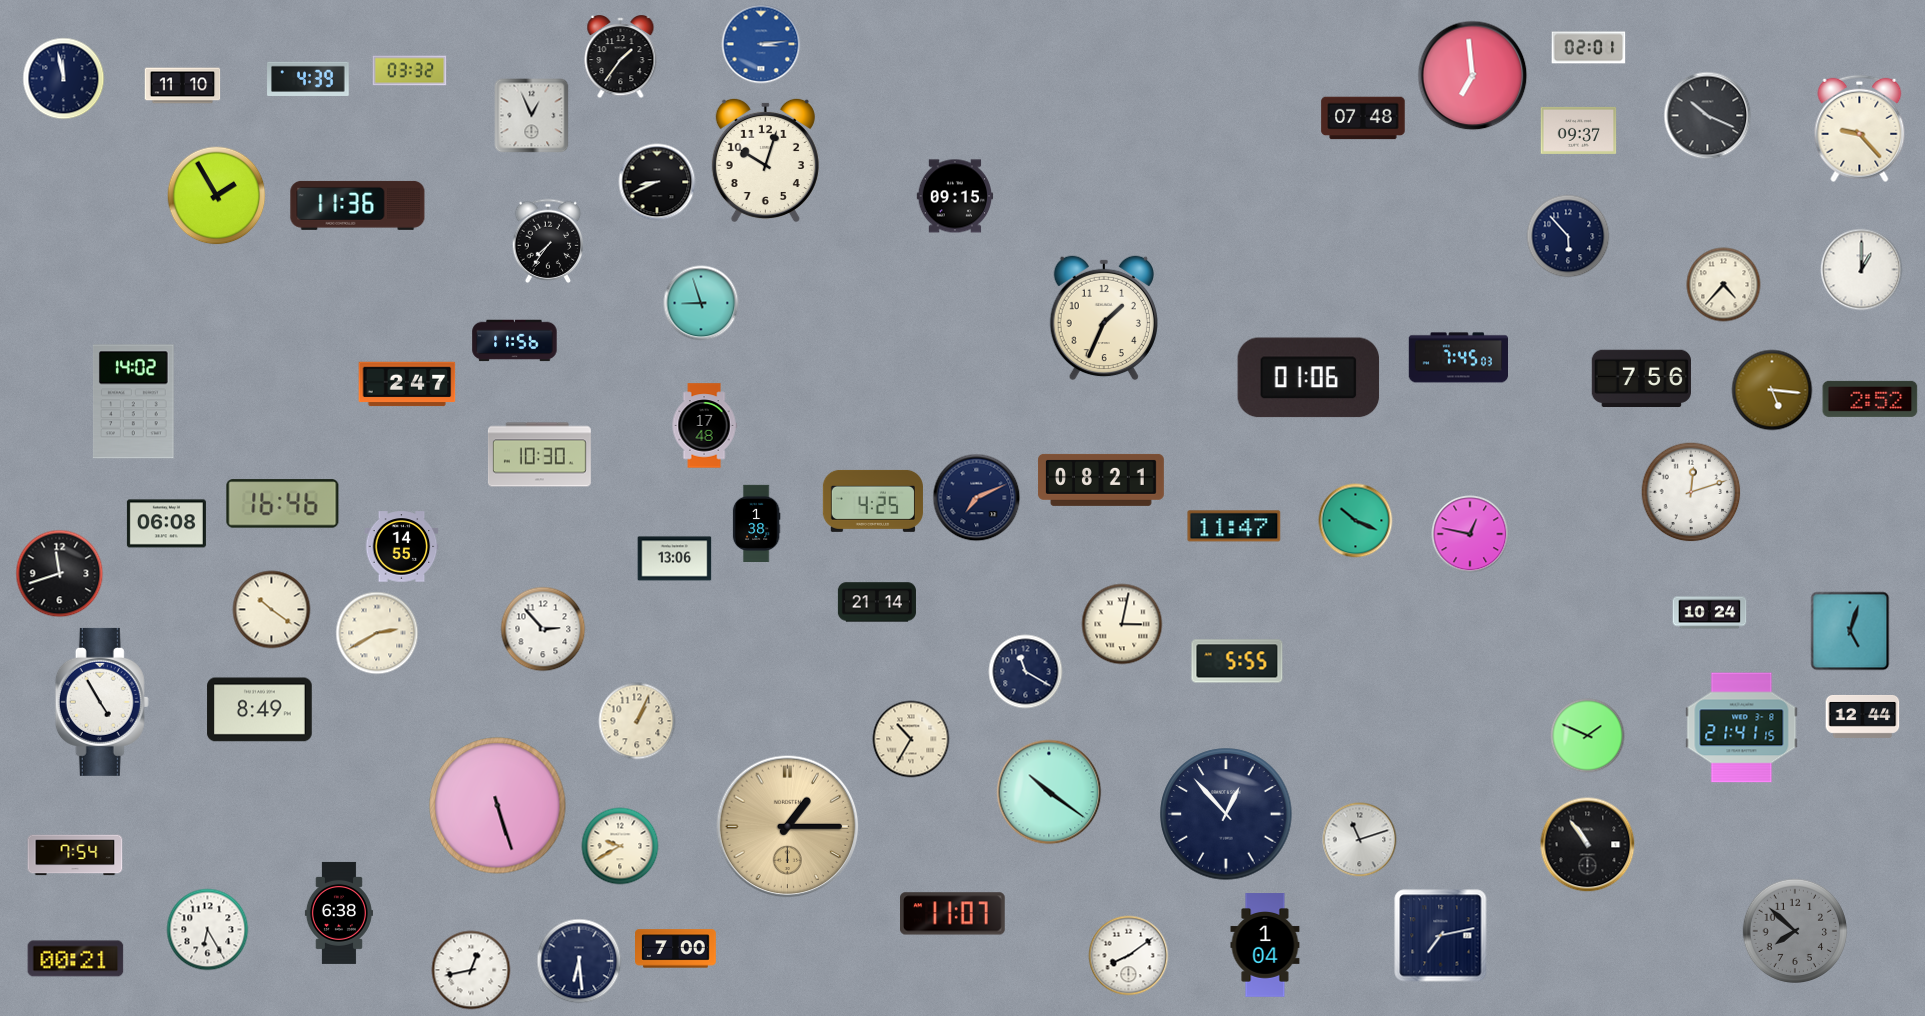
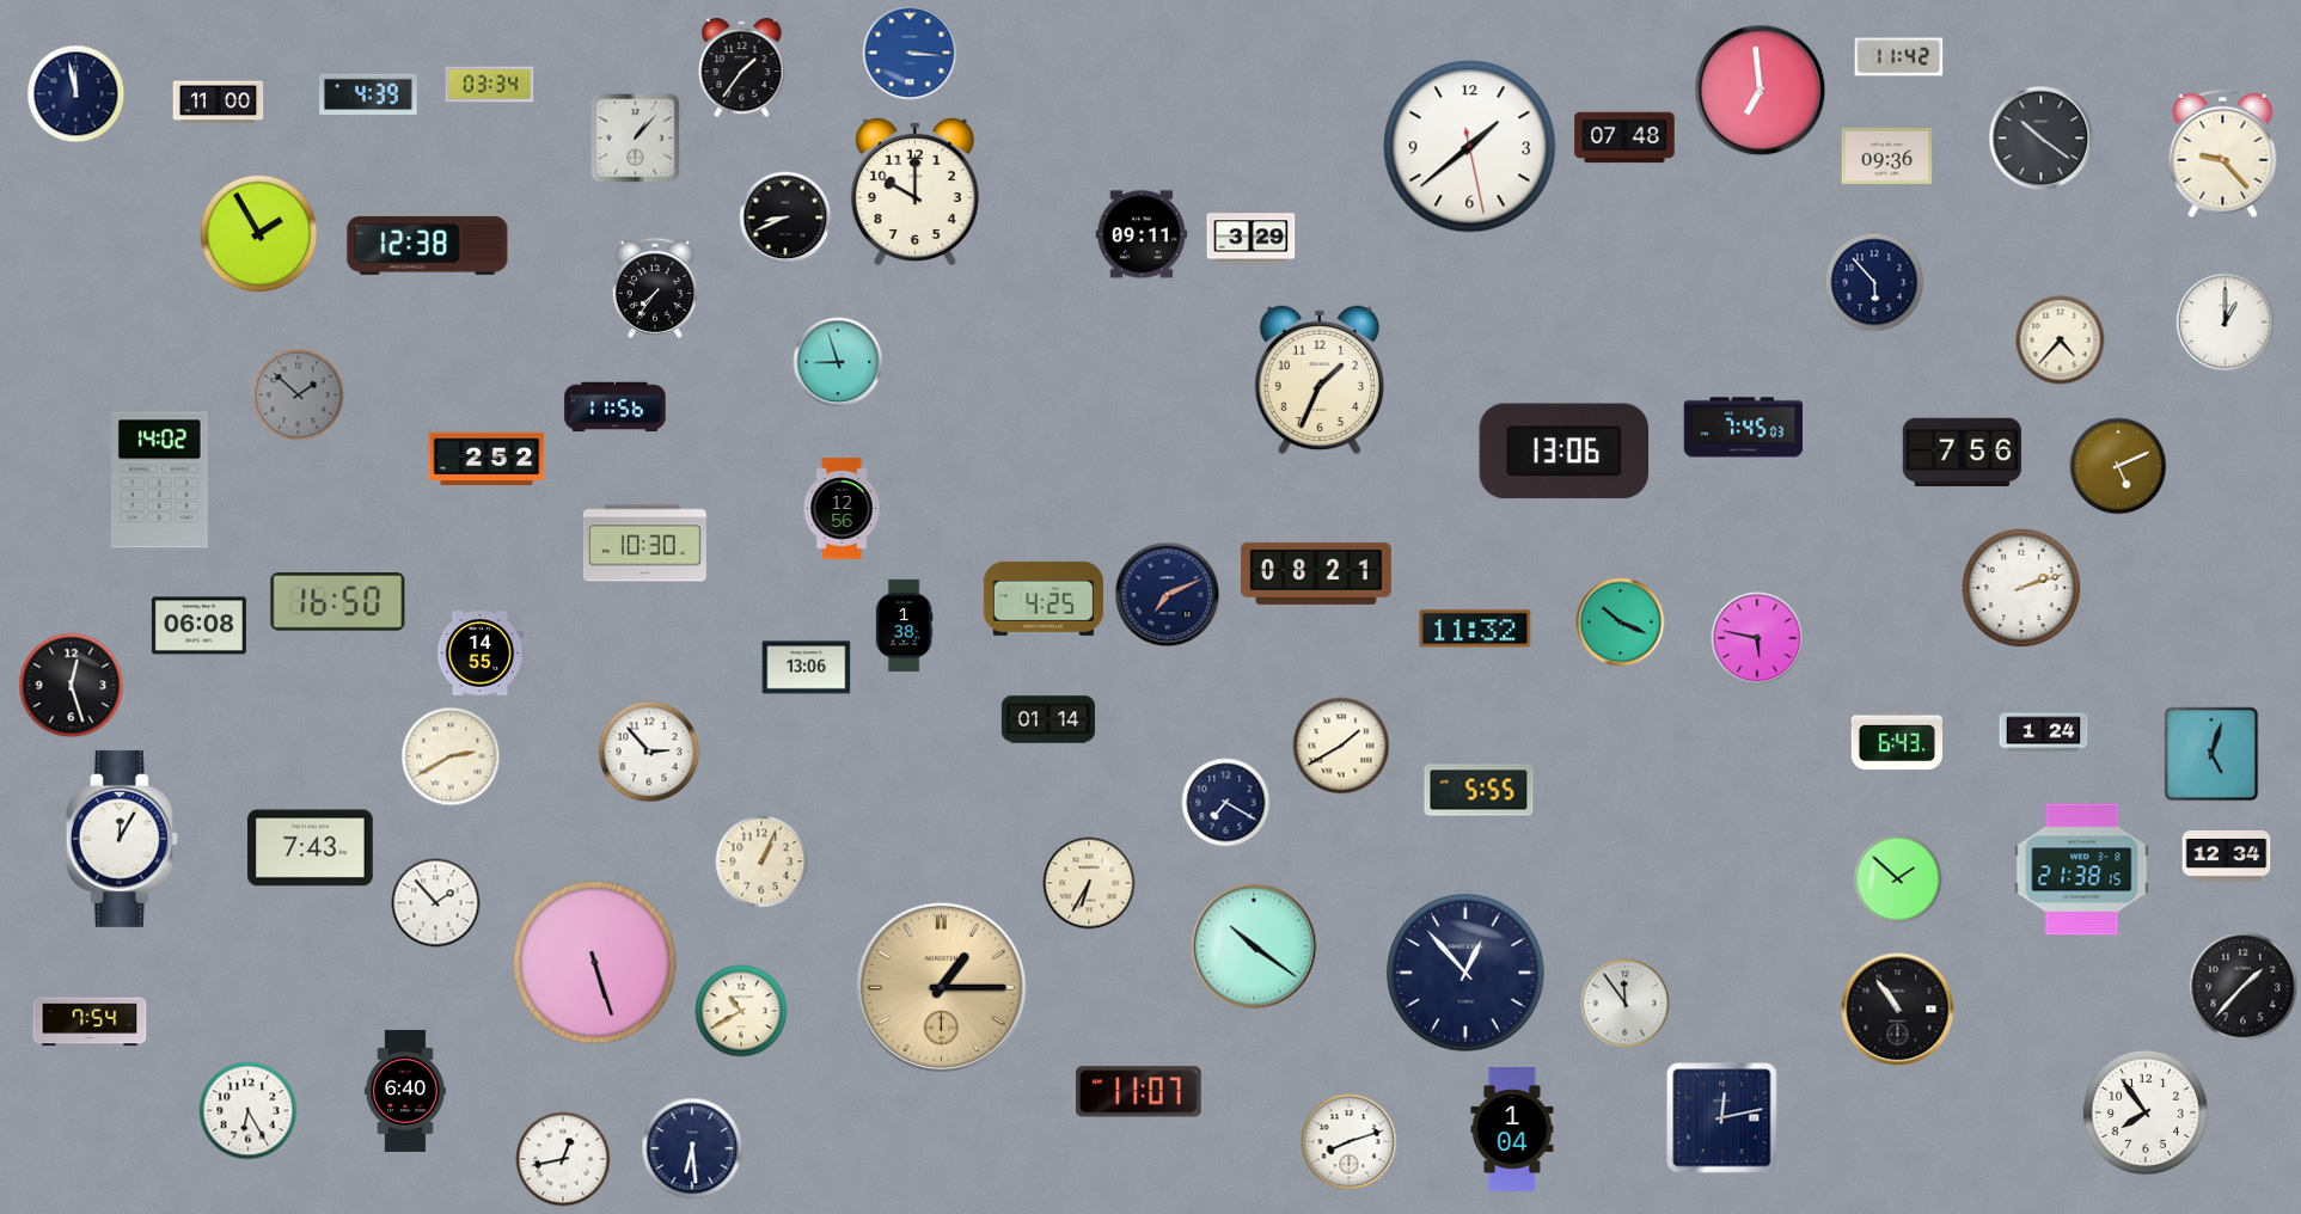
clock at (761, 44): 3:14 -> 3:16
clock at (1589, 48): 02:01 -> 11:42
clock at (410, 71): 03:32 -> 03:34
clock at (183, 86): 11:10 -> 11:00
clock at (532, 116): 12:56 -> 1:07
clock at (1708, 116): 10:19 -> 10:21
clock at (1363, 118) position: (1363, 118) -> (1624, 137)
clock at (1470, 147): none -> 1:38
clock at (1579, 130): 09:37 -> 09:36
clock at (765, 160): 10:03 -> 10:00
clock at (955, 196): 09:15 -> 09:11
clock at (1252, 239): none -> 3:29
clock at (358, 205): 11:36 -> 12:38
clock at (299, 396): none -> 1:52
clock at (1309, 378): 01:06 -> 13:06
clock at (407, 384): 2:47 -> 2:52
clock at (1772, 390): 5:16 -> 5:11
clock at (1870, 399): 2:52 -> none
clock at (704, 426): 17:48 -> 12:56
clock at (1691, 492): 12:12 -> 2:12
clock at (283, 504): 16:46 -> 16:50
clock at (1234, 526): 11:47 -> 11:32
clock at (1470, 534): 12:47 -> 5:47
clock at (60, 574): 11:42 -> 12:27
clock at (877, 602): 21:14 -> 01:14
clock at (272, 610): 10:21 -> none
clock at (1710, 613): 10:24 -> 1:24
clock at (1897, 741): none -> 6:43
clock at (1122, 624): 3:02 -> 1:40
clock at (1026, 672): 11:20 -> 7:20
clock at (102, 702): 4:55 -> 12:05
clock at (260, 710): 8:49 -> 7:43
clock at (1863, 716): 12:44 -> 12:34
clock at (1742, 728): 21:41 -> 21:38
clock at (1588, 736): 1:49 -> 1:52
clock at (911, 739): 10:35 -> 6:35
clock at (436, 903): none -> 1:53
clock at (2244, 987): none -> 1:37
clock at (1360, 840): 11:12 -> 11:54
clock at (620, 846): 9:40 -> 10:40
clock at (339, 913): 6:38 -> 6:40
clock at (1795, 931): 7:52 -> 7:54
clock at (1795, 931) dial: grey -> white
clock at (1441, 936): 7:13 -> 12:13
clock at (676, 949): 7:00 -> none
clock at (1129, 956): 8:09 -> 8:12
clock at (76, 959): 00:21 -> none
